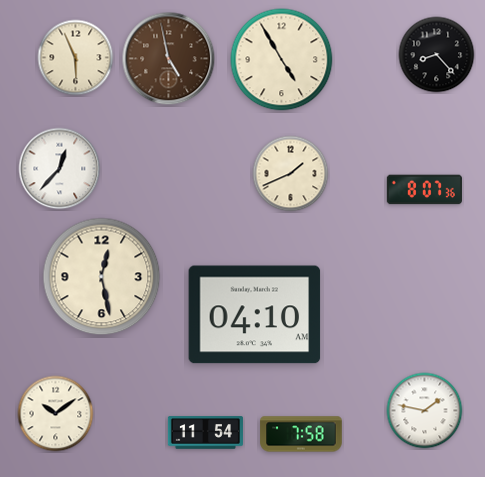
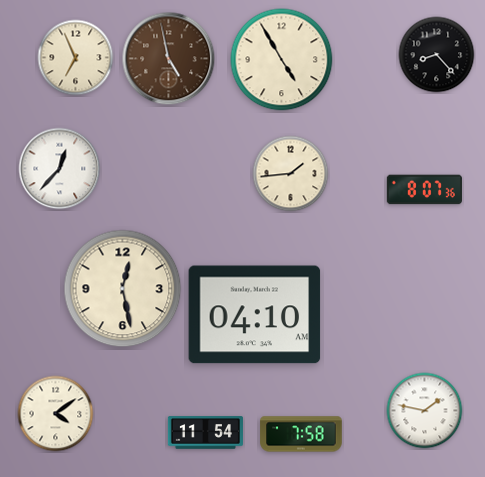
clock at (76, 58): 5:56 -> 6:56
clock at (291, 174): 1:41 -> 1:44
clock at (102, 277) position: (102, 277) -> (123, 289)
clock at (56, 414): 10:09 -> 4:09
